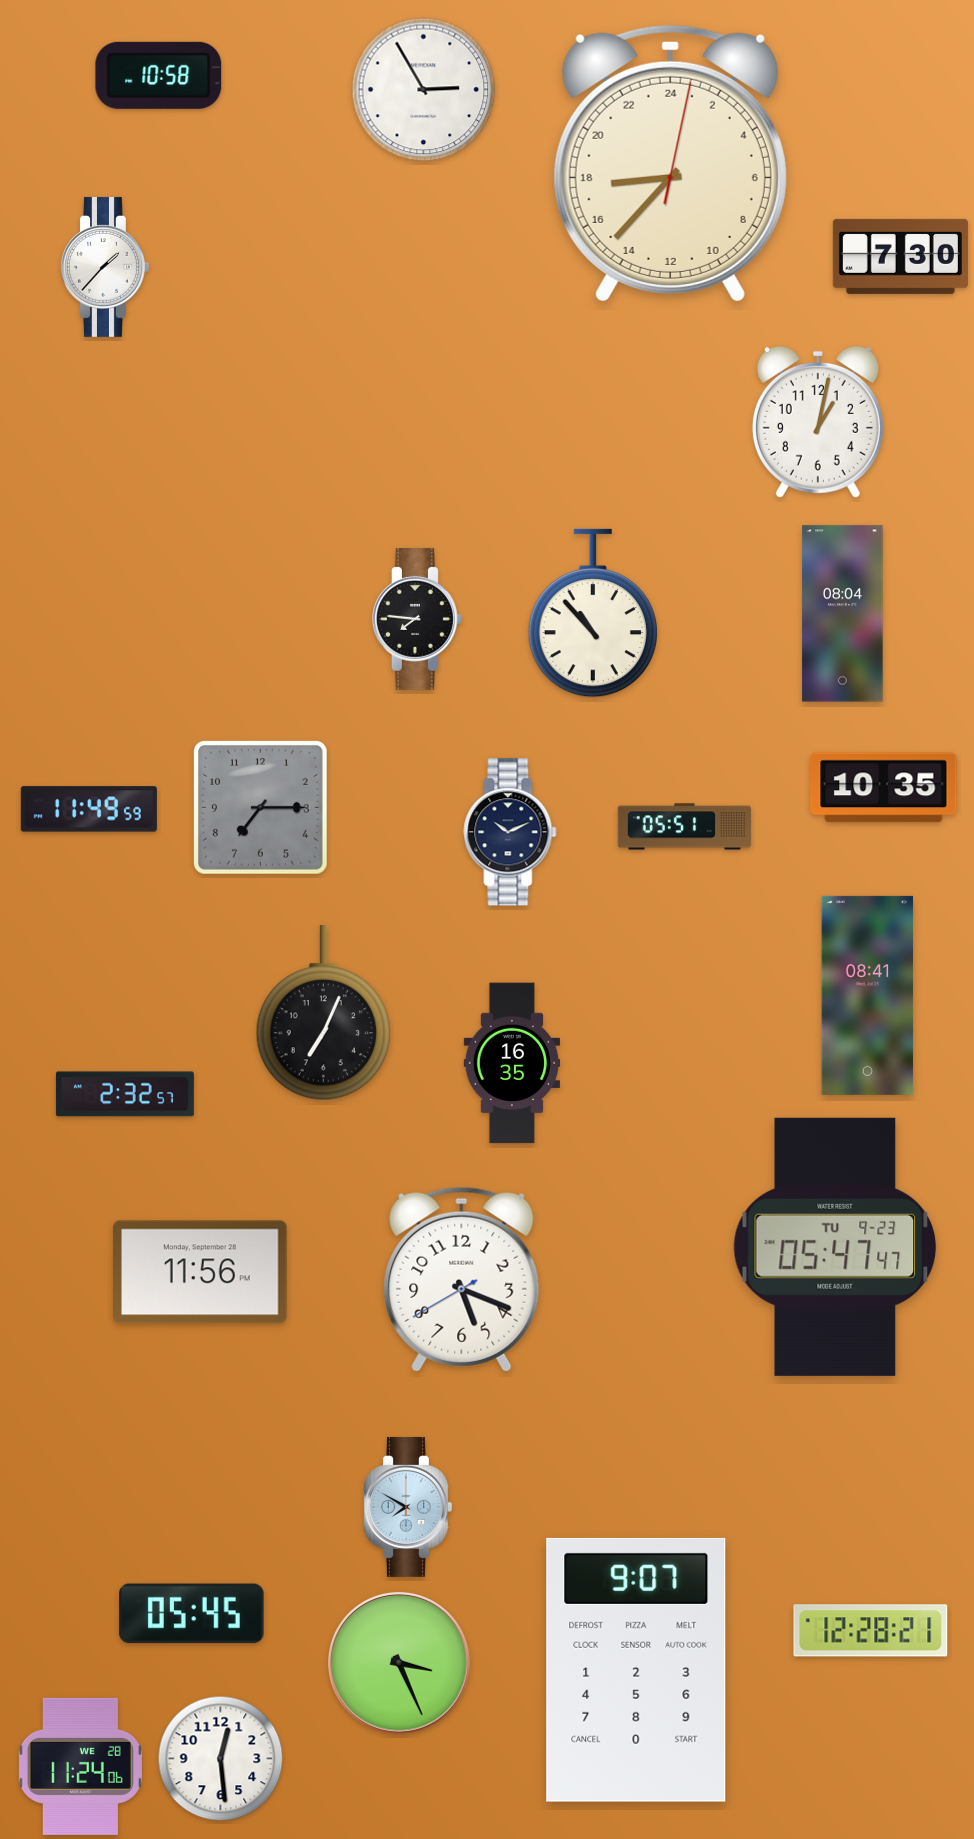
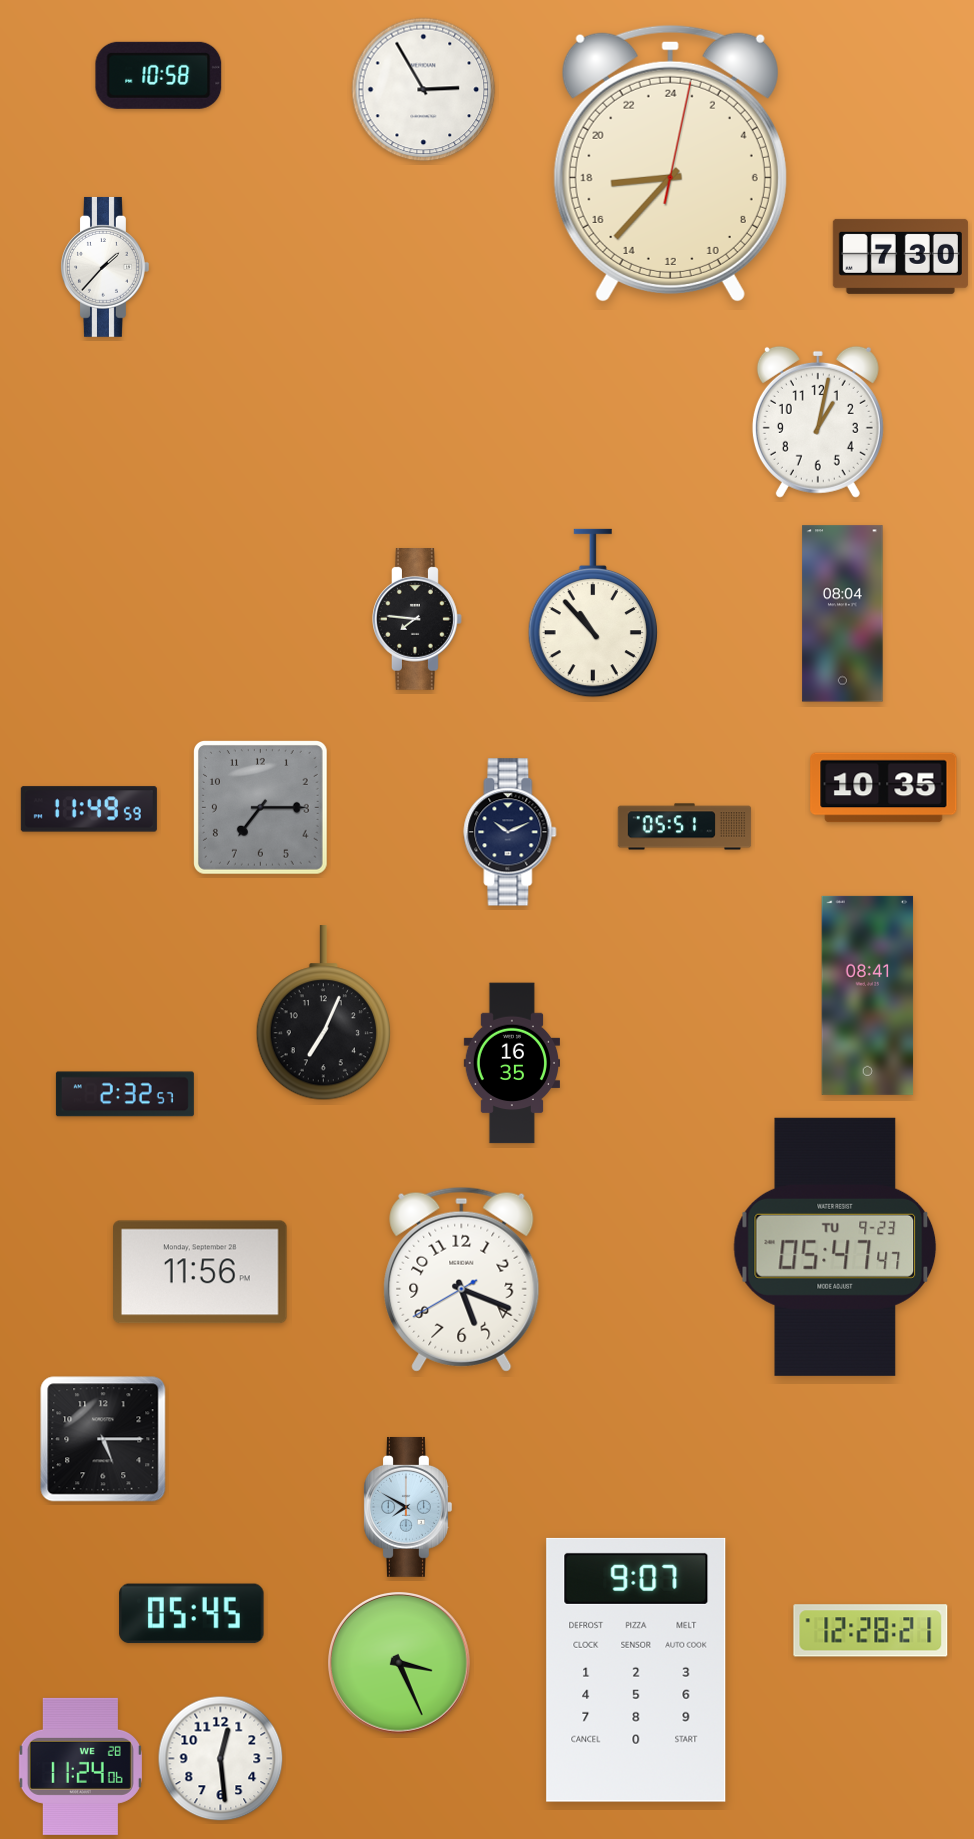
clock at (103, 1439): none -> 5:15
